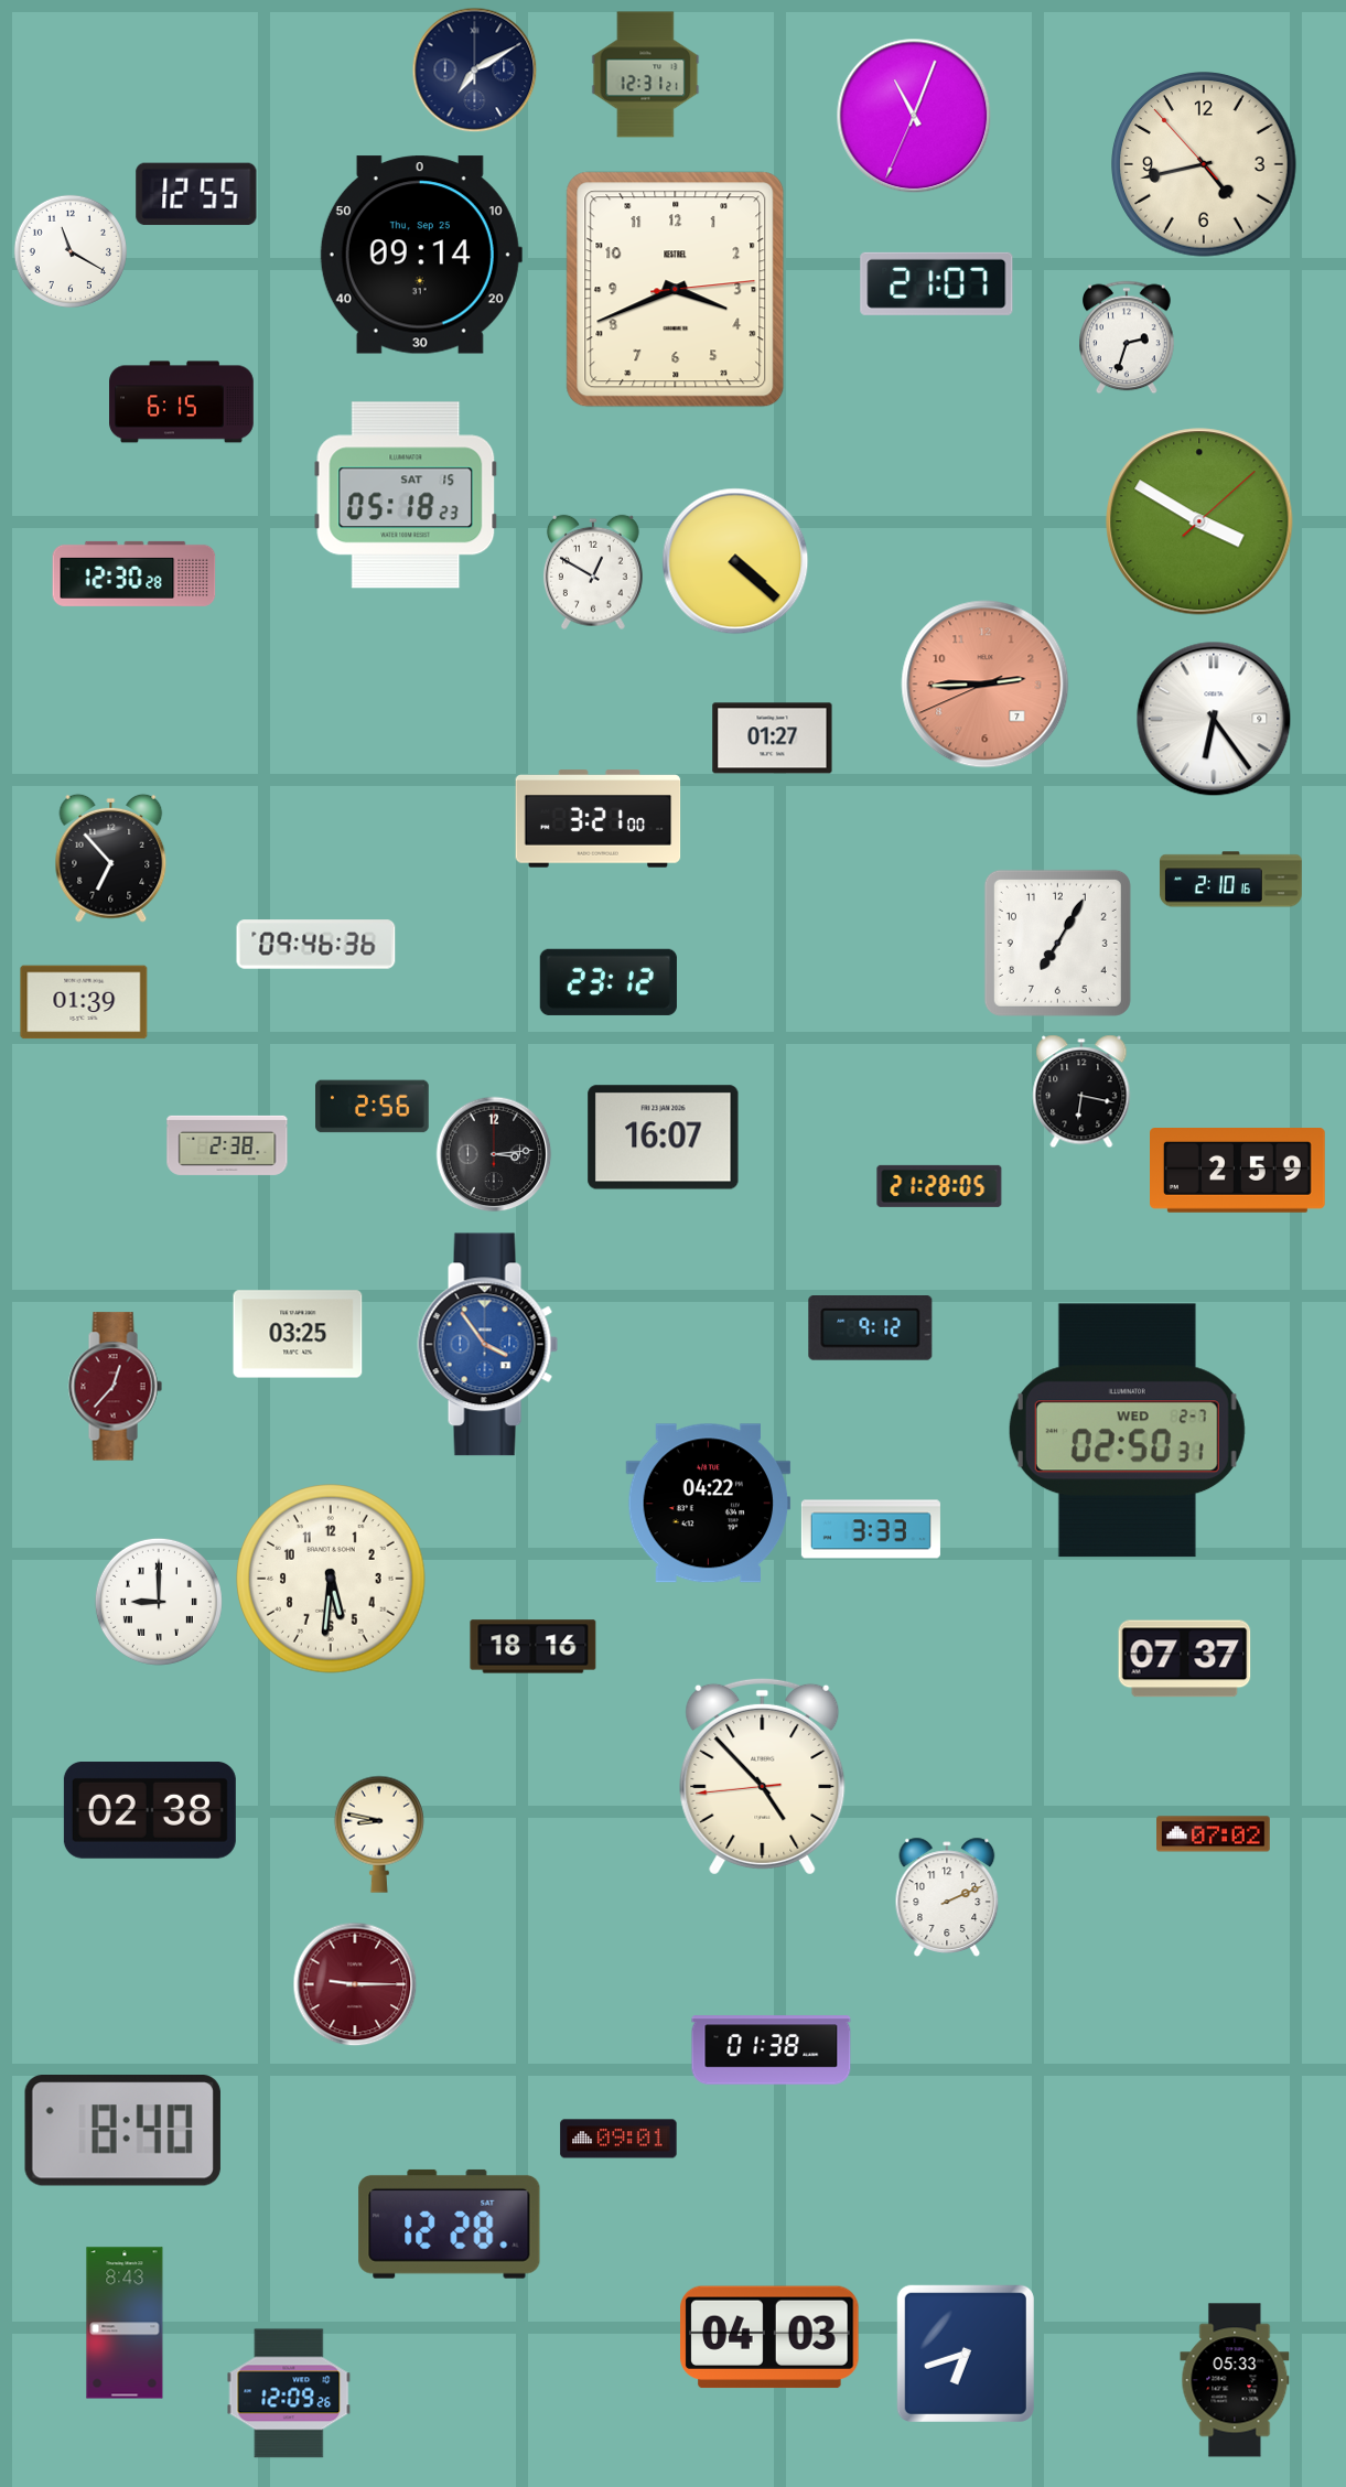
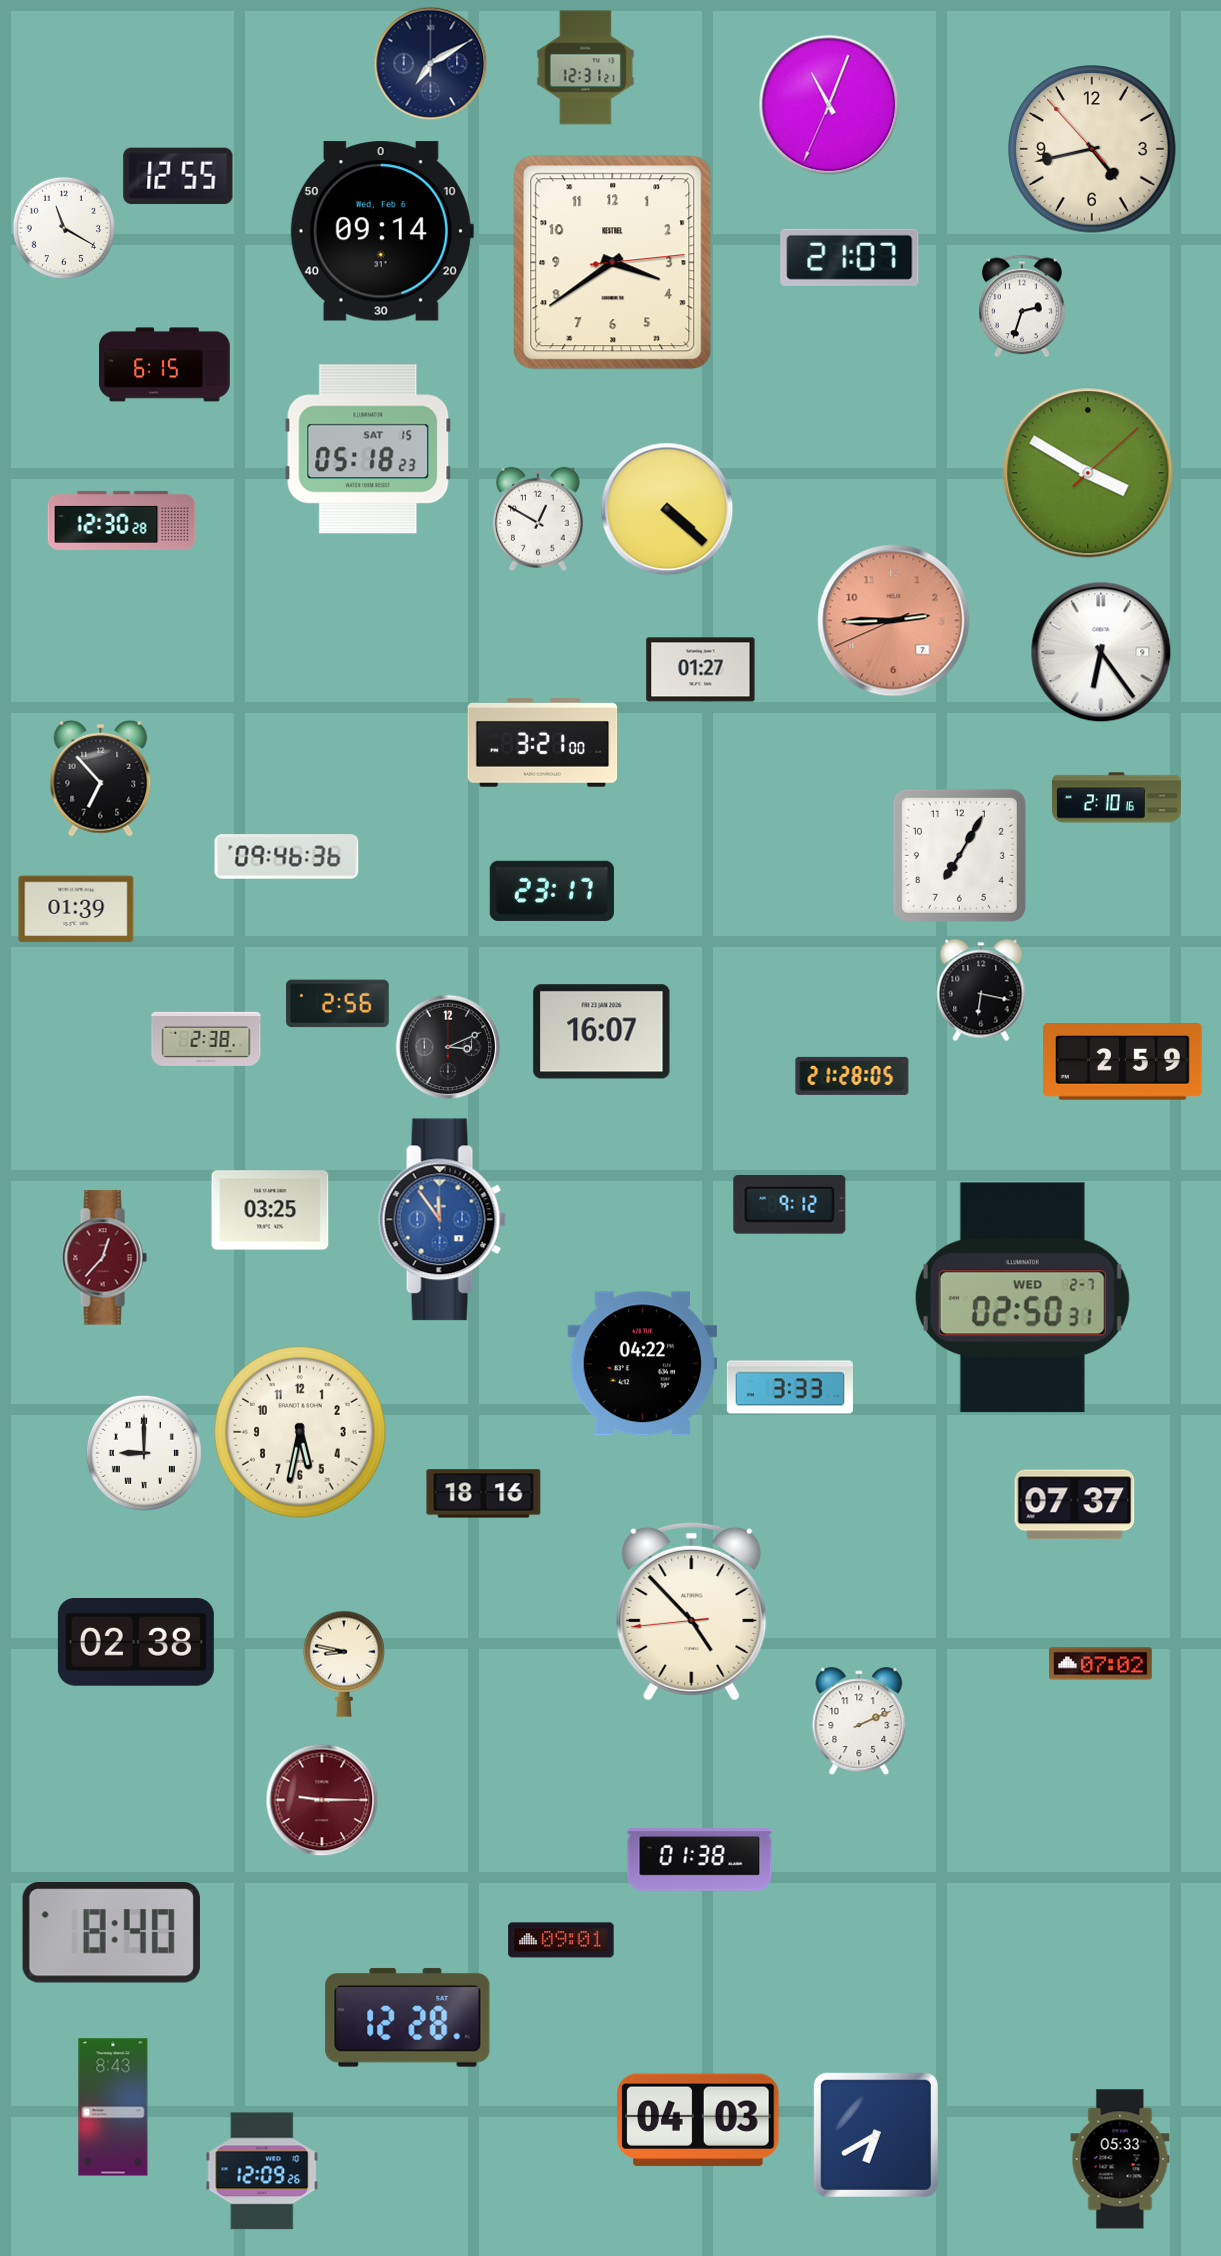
clock at (421, 255) date: Thu, Sep 25 -> Wed, Feb 6
clock at (676, 290): 3:41 -> 3:39
clock at (609, 982): 23:12 -> 23:17
clock at (494, 1154): 3:14 -> 3:11
clock at (488, 1345): 3:54 -> 11:54
clock at (331, 1579): 5:31 -> 5:32
clock at (966, 2354): 6:42 -> 6:40
